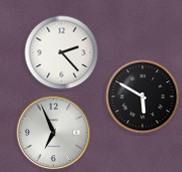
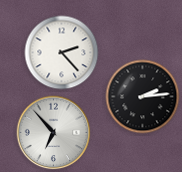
clock at (143, 97): 5:50 -> 2:14
clock at (54, 133): 6:56 -> 6:53
